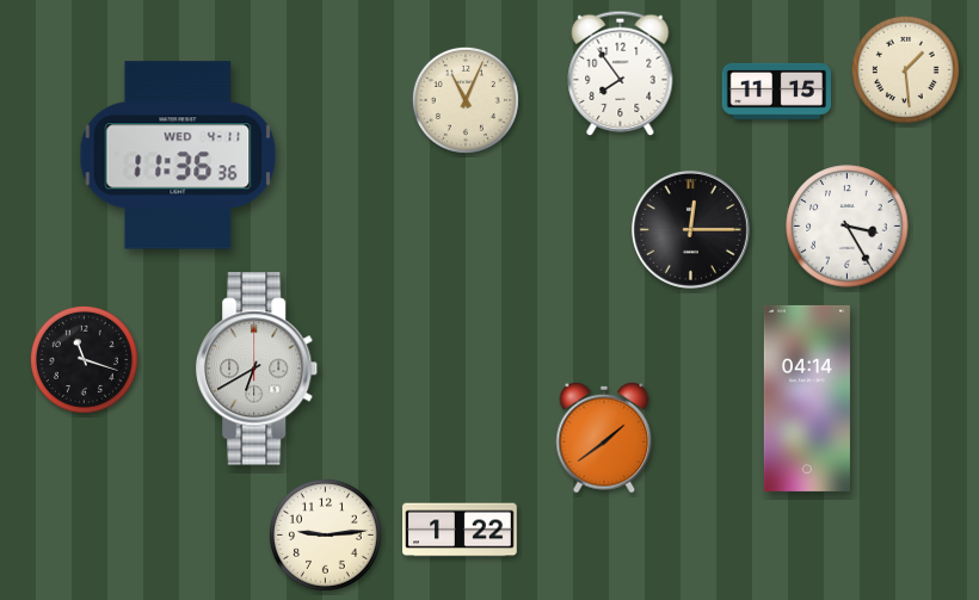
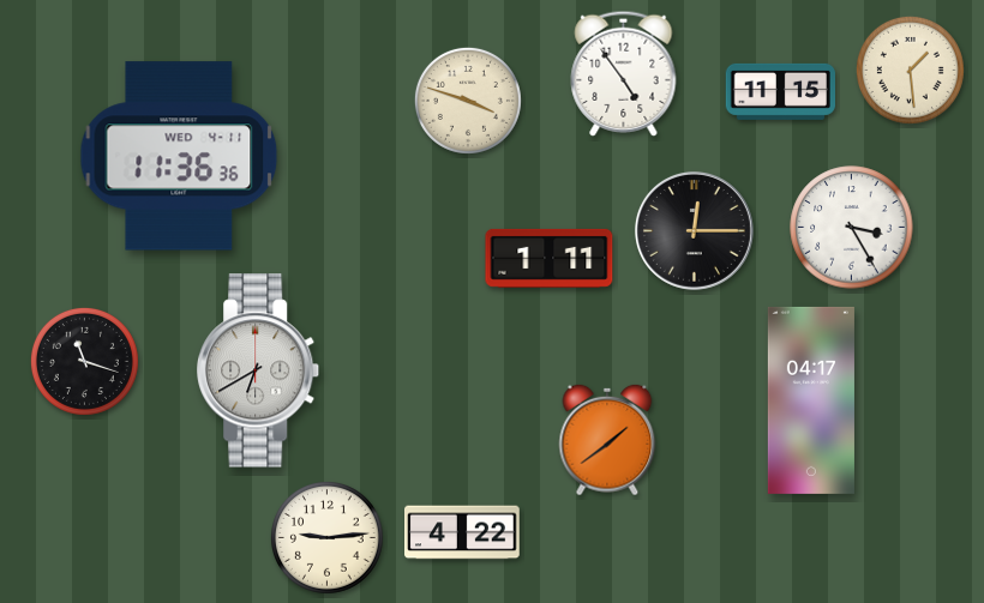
clock at (621, 73): 7:54 -> 4:54
clock at (466, 100): 11:04 -> 3:48
clock at (550, 258): none -> 1:11
clock at (807, 398): 04:14 -> 04:17
clock at (461, 530): 1:22 -> 4:22
